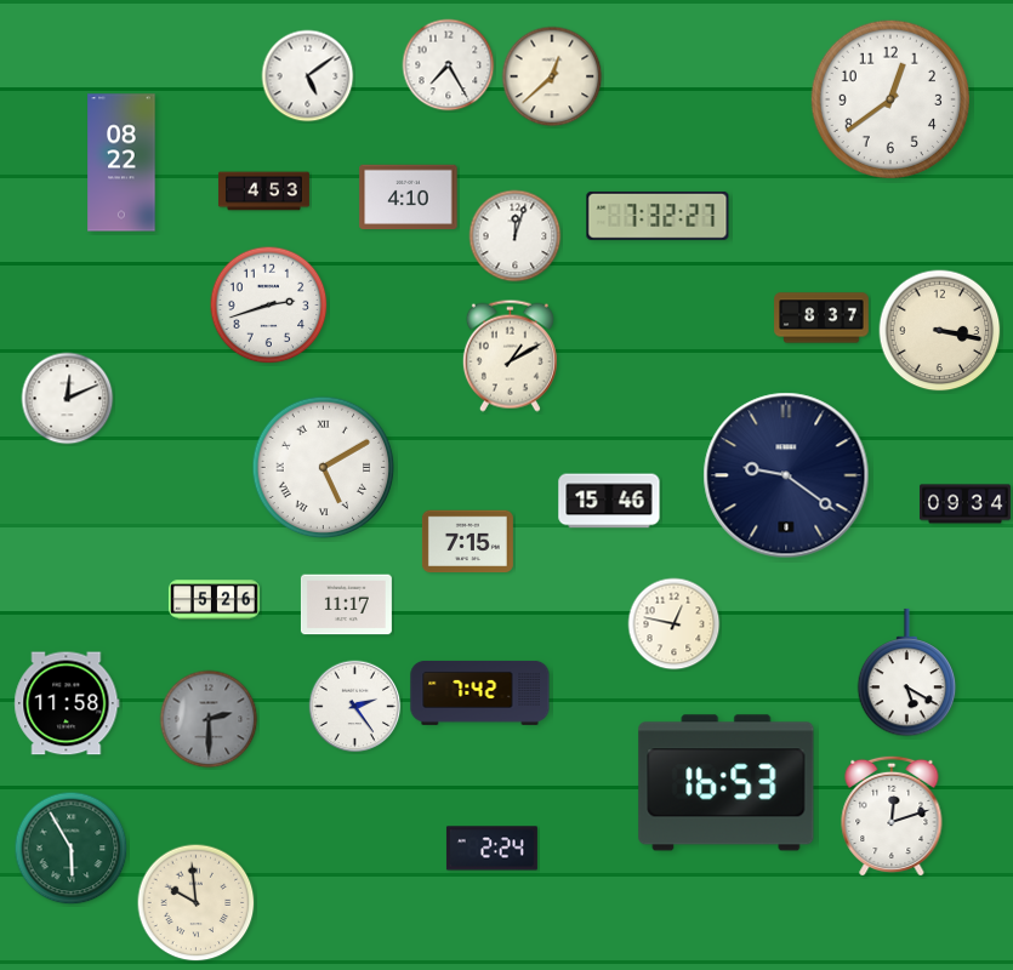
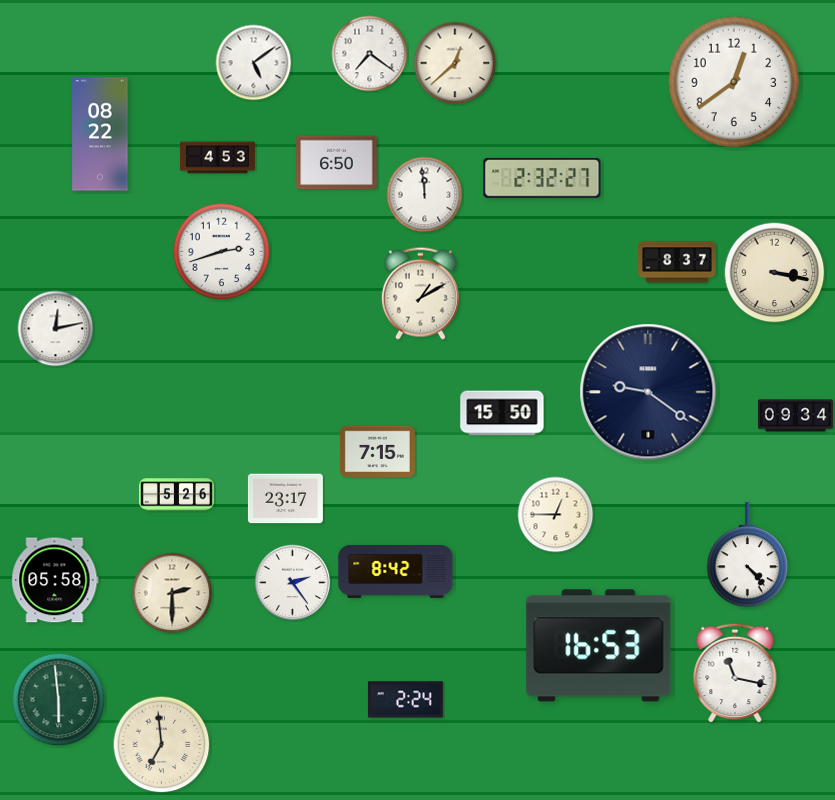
clock at (449, 65): 7:25 -> 7:21
clock at (409, 198): 4:10 -> 6:50
clock at (658, 216): 7:32 -> 2:32
clock at (516, 236): 12:03 -> 11:59
clock at (68, 399): 12:11 -> 12:13
clock at (324, 468): 5:10 -> none
clock at (609, 501): 15:46 -> 15:50
clock at (467, 542) position: (467, 542) -> (377, 452)
clock at (346, 605): 11:17 -> 23:17
clock at (675, 624): 12:47 -> 12:45
clock at (907, 673): 5:20 -> 4:23
clock at (480, 692): 7:42 -> 8:42
clock at (67, 703): 11:58 -> 05:58
clock at (209, 719) dial: grey -> cream
clock at (892, 816): 12:12 -> 11:17
clock at (72, 849): 5:55 -> 5:59
clock at (197, 903): 9:59 -> 6:59
